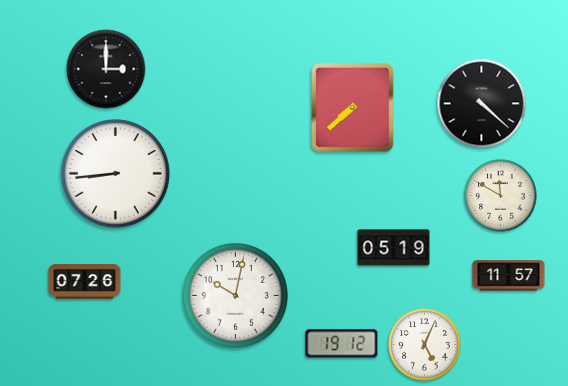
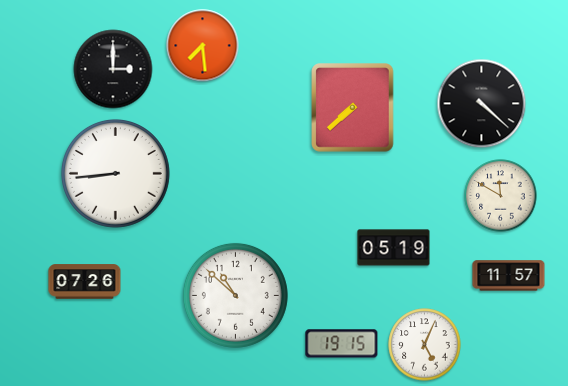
clock at (203, 46): none -> 7:29
clock at (106, 69) position: (106, 69) -> (113, 69)
clock at (235, 295): 10:02 -> 10:52
clock at (342, 344): 19:12 -> 19:15
